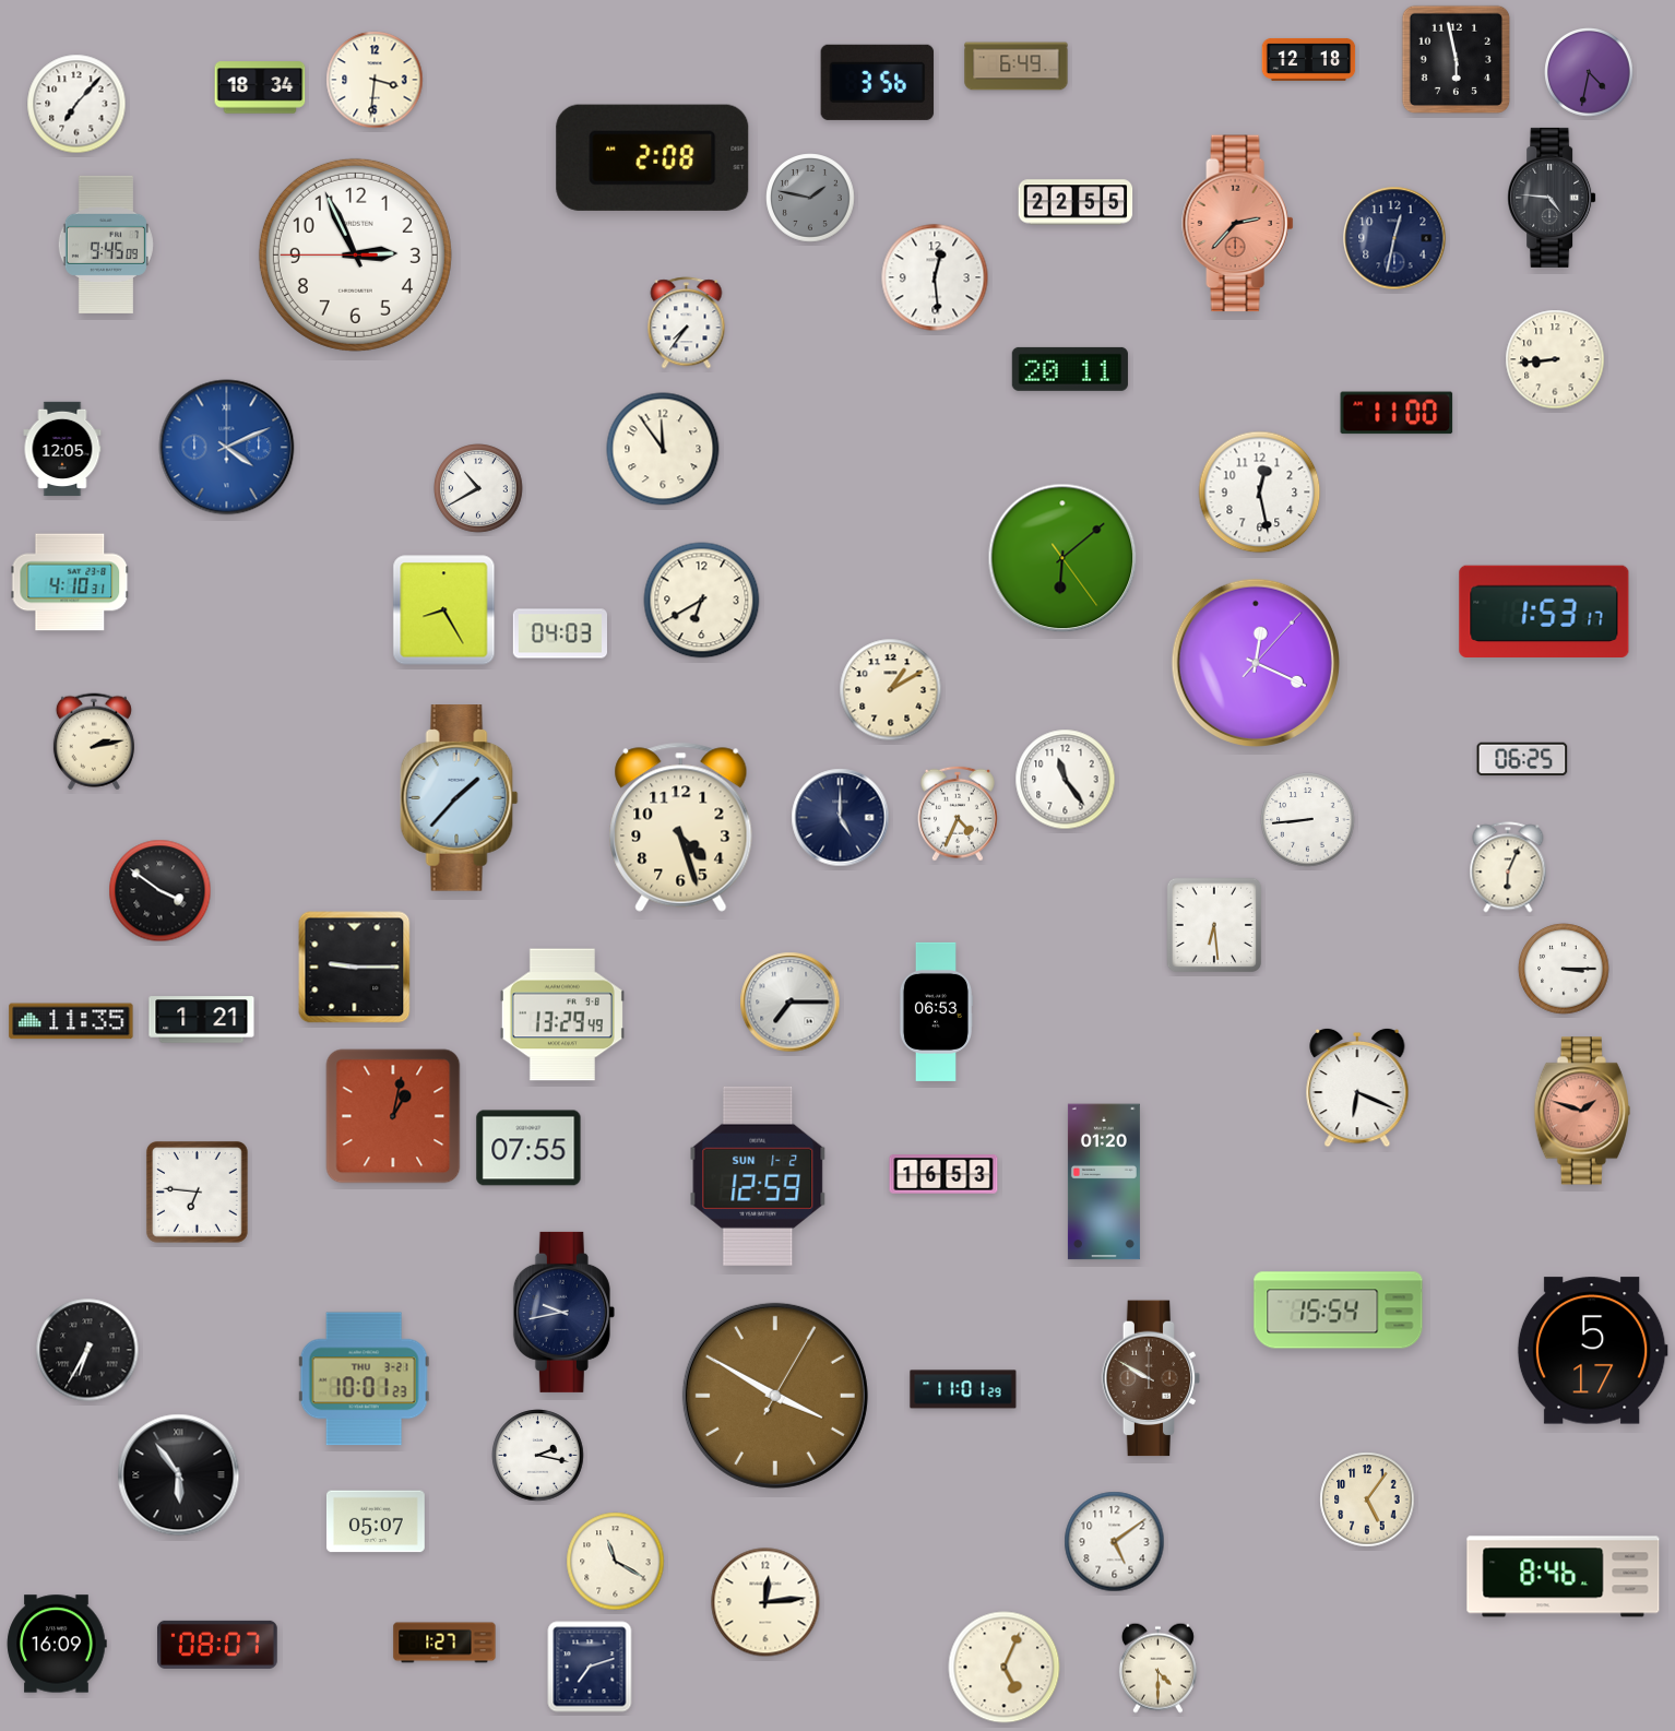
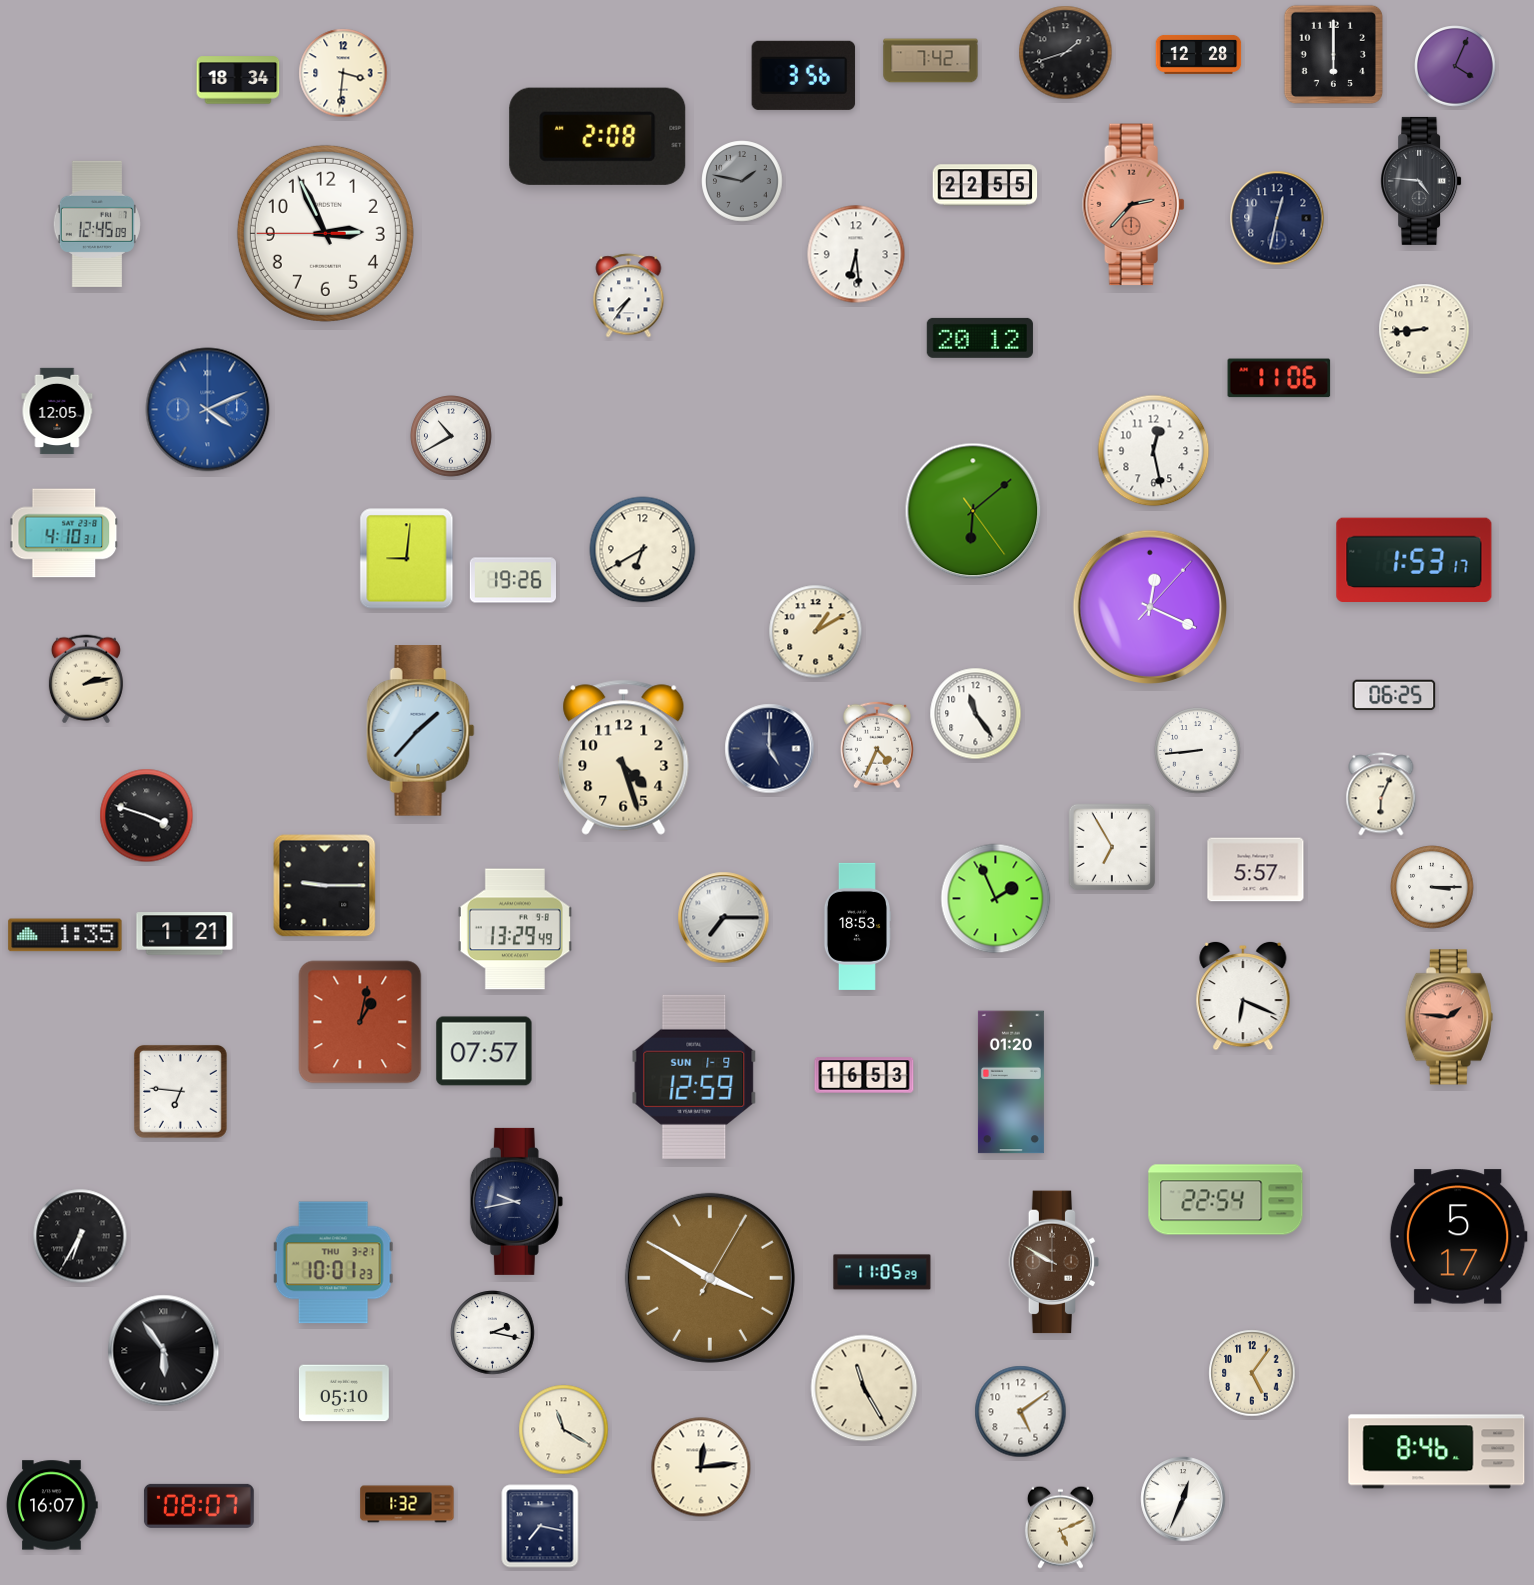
clock at (1066, 53): none -> 1:42
clock at (1309, 59): 12:18 -> 12:28
clock at (1456, 59): 5:58 -> 6:00
clock at (1017, 67): 6:49 -> 7:42
clock at (1589, 72): 4:32 -> 4:04
clock at (76, 104): 7:07 -> none
clock at (653, 157) position: (653, 157) -> (598, 136)
clock at (106, 245): 9:45 -> 12:45
clock at (935, 277): 12:29 -> 6:29
clock at (1070, 369): 20:11 -> 20:12
clock at (1397, 413): 11:00 -> 11:06
clock at (663, 449): 11:54 -> none
clock at (478, 488) position: (478, 488) -> (451, 436)
clock at (444, 610): 8:25 -> 9:01
clock at (559, 633): 04:03 -> 19:26
clock at (161, 891): 3:51 -> 3:48
clock at (1214, 925): 6:29 -> 6:55
clock at (1256, 870): none -> 5:57
clock at (996, 899): none -> 1:56
clock at (935, 1011): 06:53 -> 18:53
clock at (71, 1021): 11:35 -> 1:35
clock at (1582, 1111): 1:48 -> 1:46
clock at (528, 1148): 07:55 -> 07:57
clock at (758, 1176) date: SUN 1-2 -> SUN 1-9
clock at (1339, 1311): 15:54 -> 22:54
clock at (963, 1389): 11:01 -> 11:05
clock at (864, 1388): none -> 11:25
clock at (376, 1521): 05:07 -> 05:10
clock at (1564, 1577) position: (1564, 1577) -> (1437, 1452)
clock at (1183, 1499): none -> 12:34
clock at (444, 1643): 1:27 -> 1:32
clock at (57, 1644): 16:09 -> 16:07
clock at (590, 1667): 7:12 -> 7:17
clock at (1005, 1668): 5:04 -> none
clock at (1157, 1668): 4:30 -> 5:11
